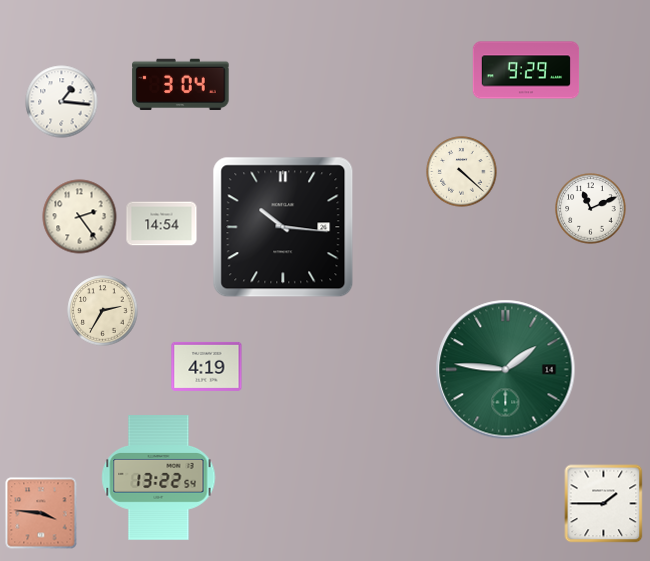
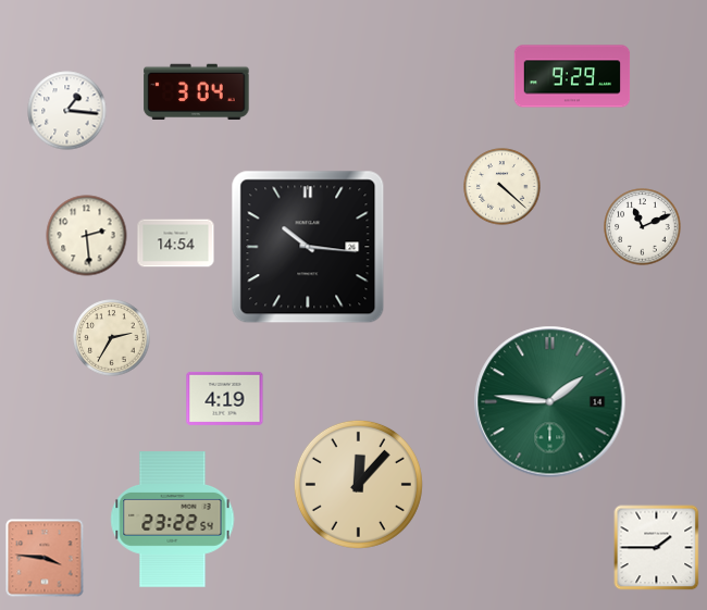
clock at (80, 217): 2:24 -> 2:29
clock at (358, 484): none -> 12:07
clock at (159, 478): 13:22 -> 23:22
